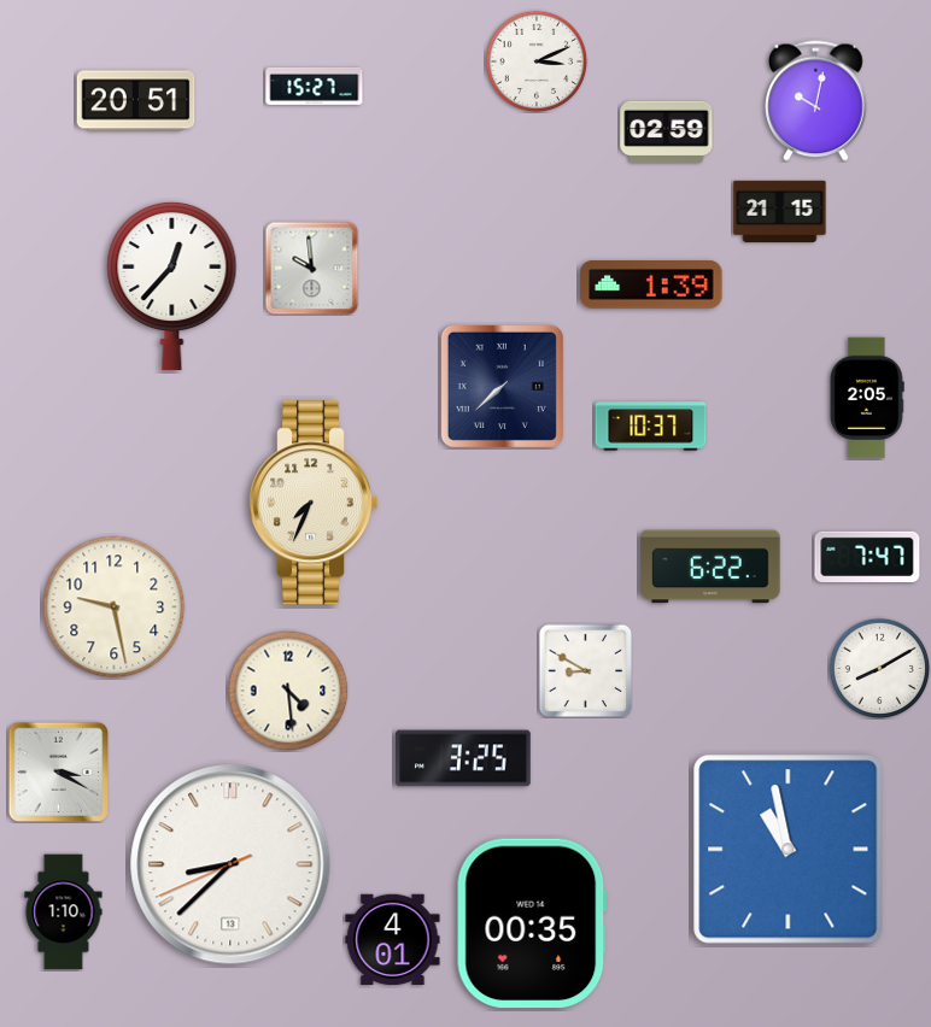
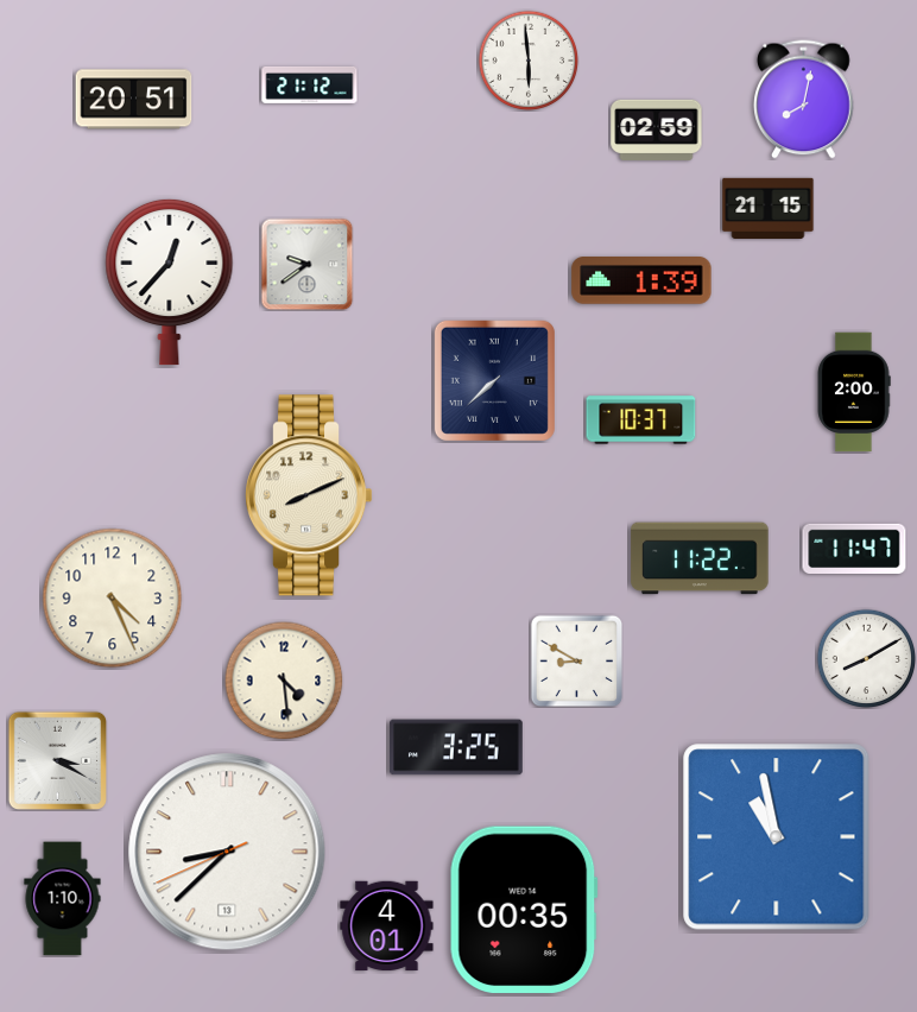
clock at (537, 61): 3:11 -> 5:59
clock at (315, 86): 15:27 -> 21:12
clock at (816, 101): 10:02 -> 8:02
clock at (311, 268): 9:59 -> 9:39
clock at (867, 398): 2:05 -> 2:00
clock at (315, 503): 7:34 -> 8:11
clock at (867, 557): 7:47 -> 11:47
clock at (710, 567): 6:22 -> 11:22
clock at (115, 608): 9:28 -> 4:26
